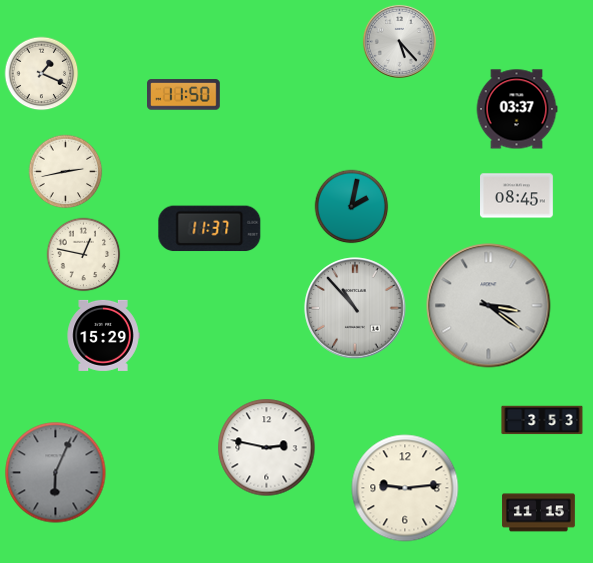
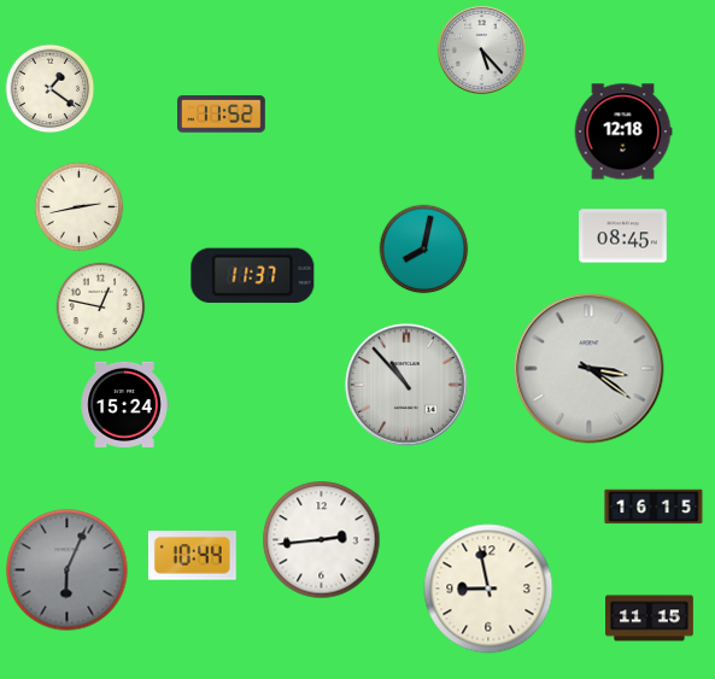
clock at (42, 74): 1:19 -> 1:21
clock at (184, 95): 11:50 -> 11:52
clock at (517, 109): 03:37 -> 12:18
clock at (352, 207): 2:02 -> 8:02
clock at (355, 308) position: (355, 308) -> (406, 385)
clock at (103, 335): 15:29 -> 15:24
clock at (542, 420): 3:53 -> 16:15
clock at (267, 448): 2:47 -> 2:44
clock at (192, 556): none -> 10:44
clock at (405, 488): 9:14 -> 8:58
